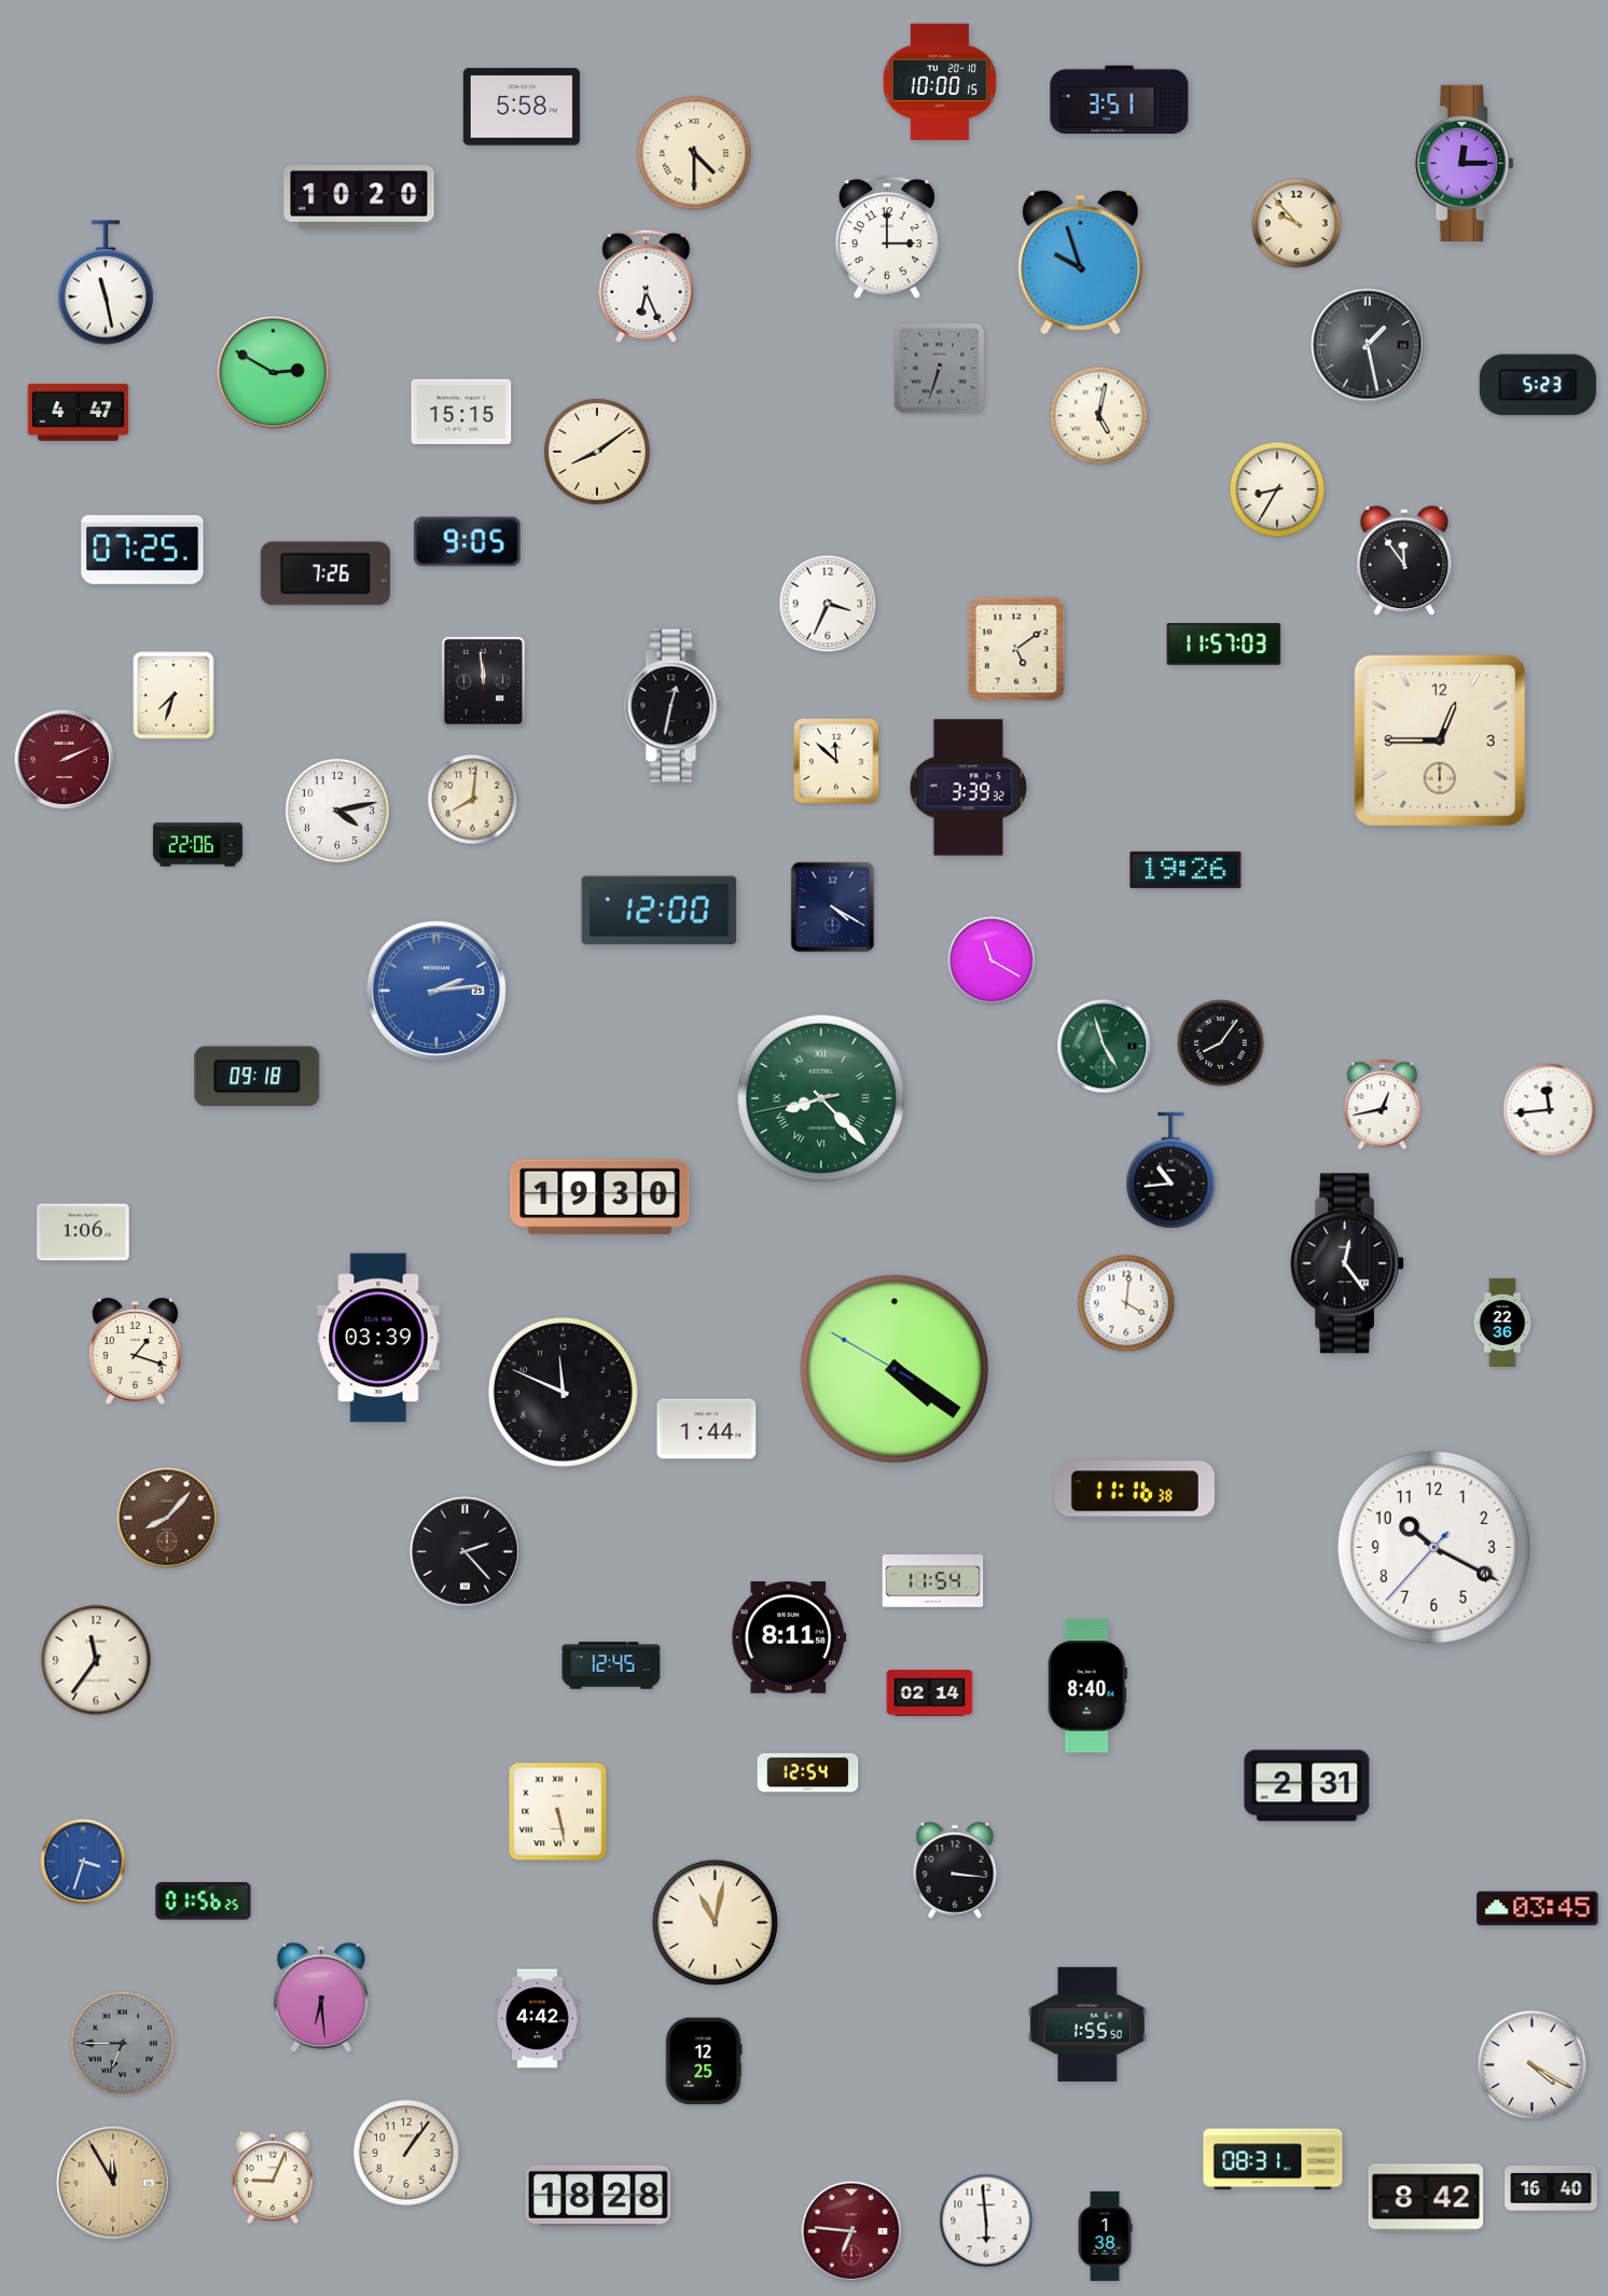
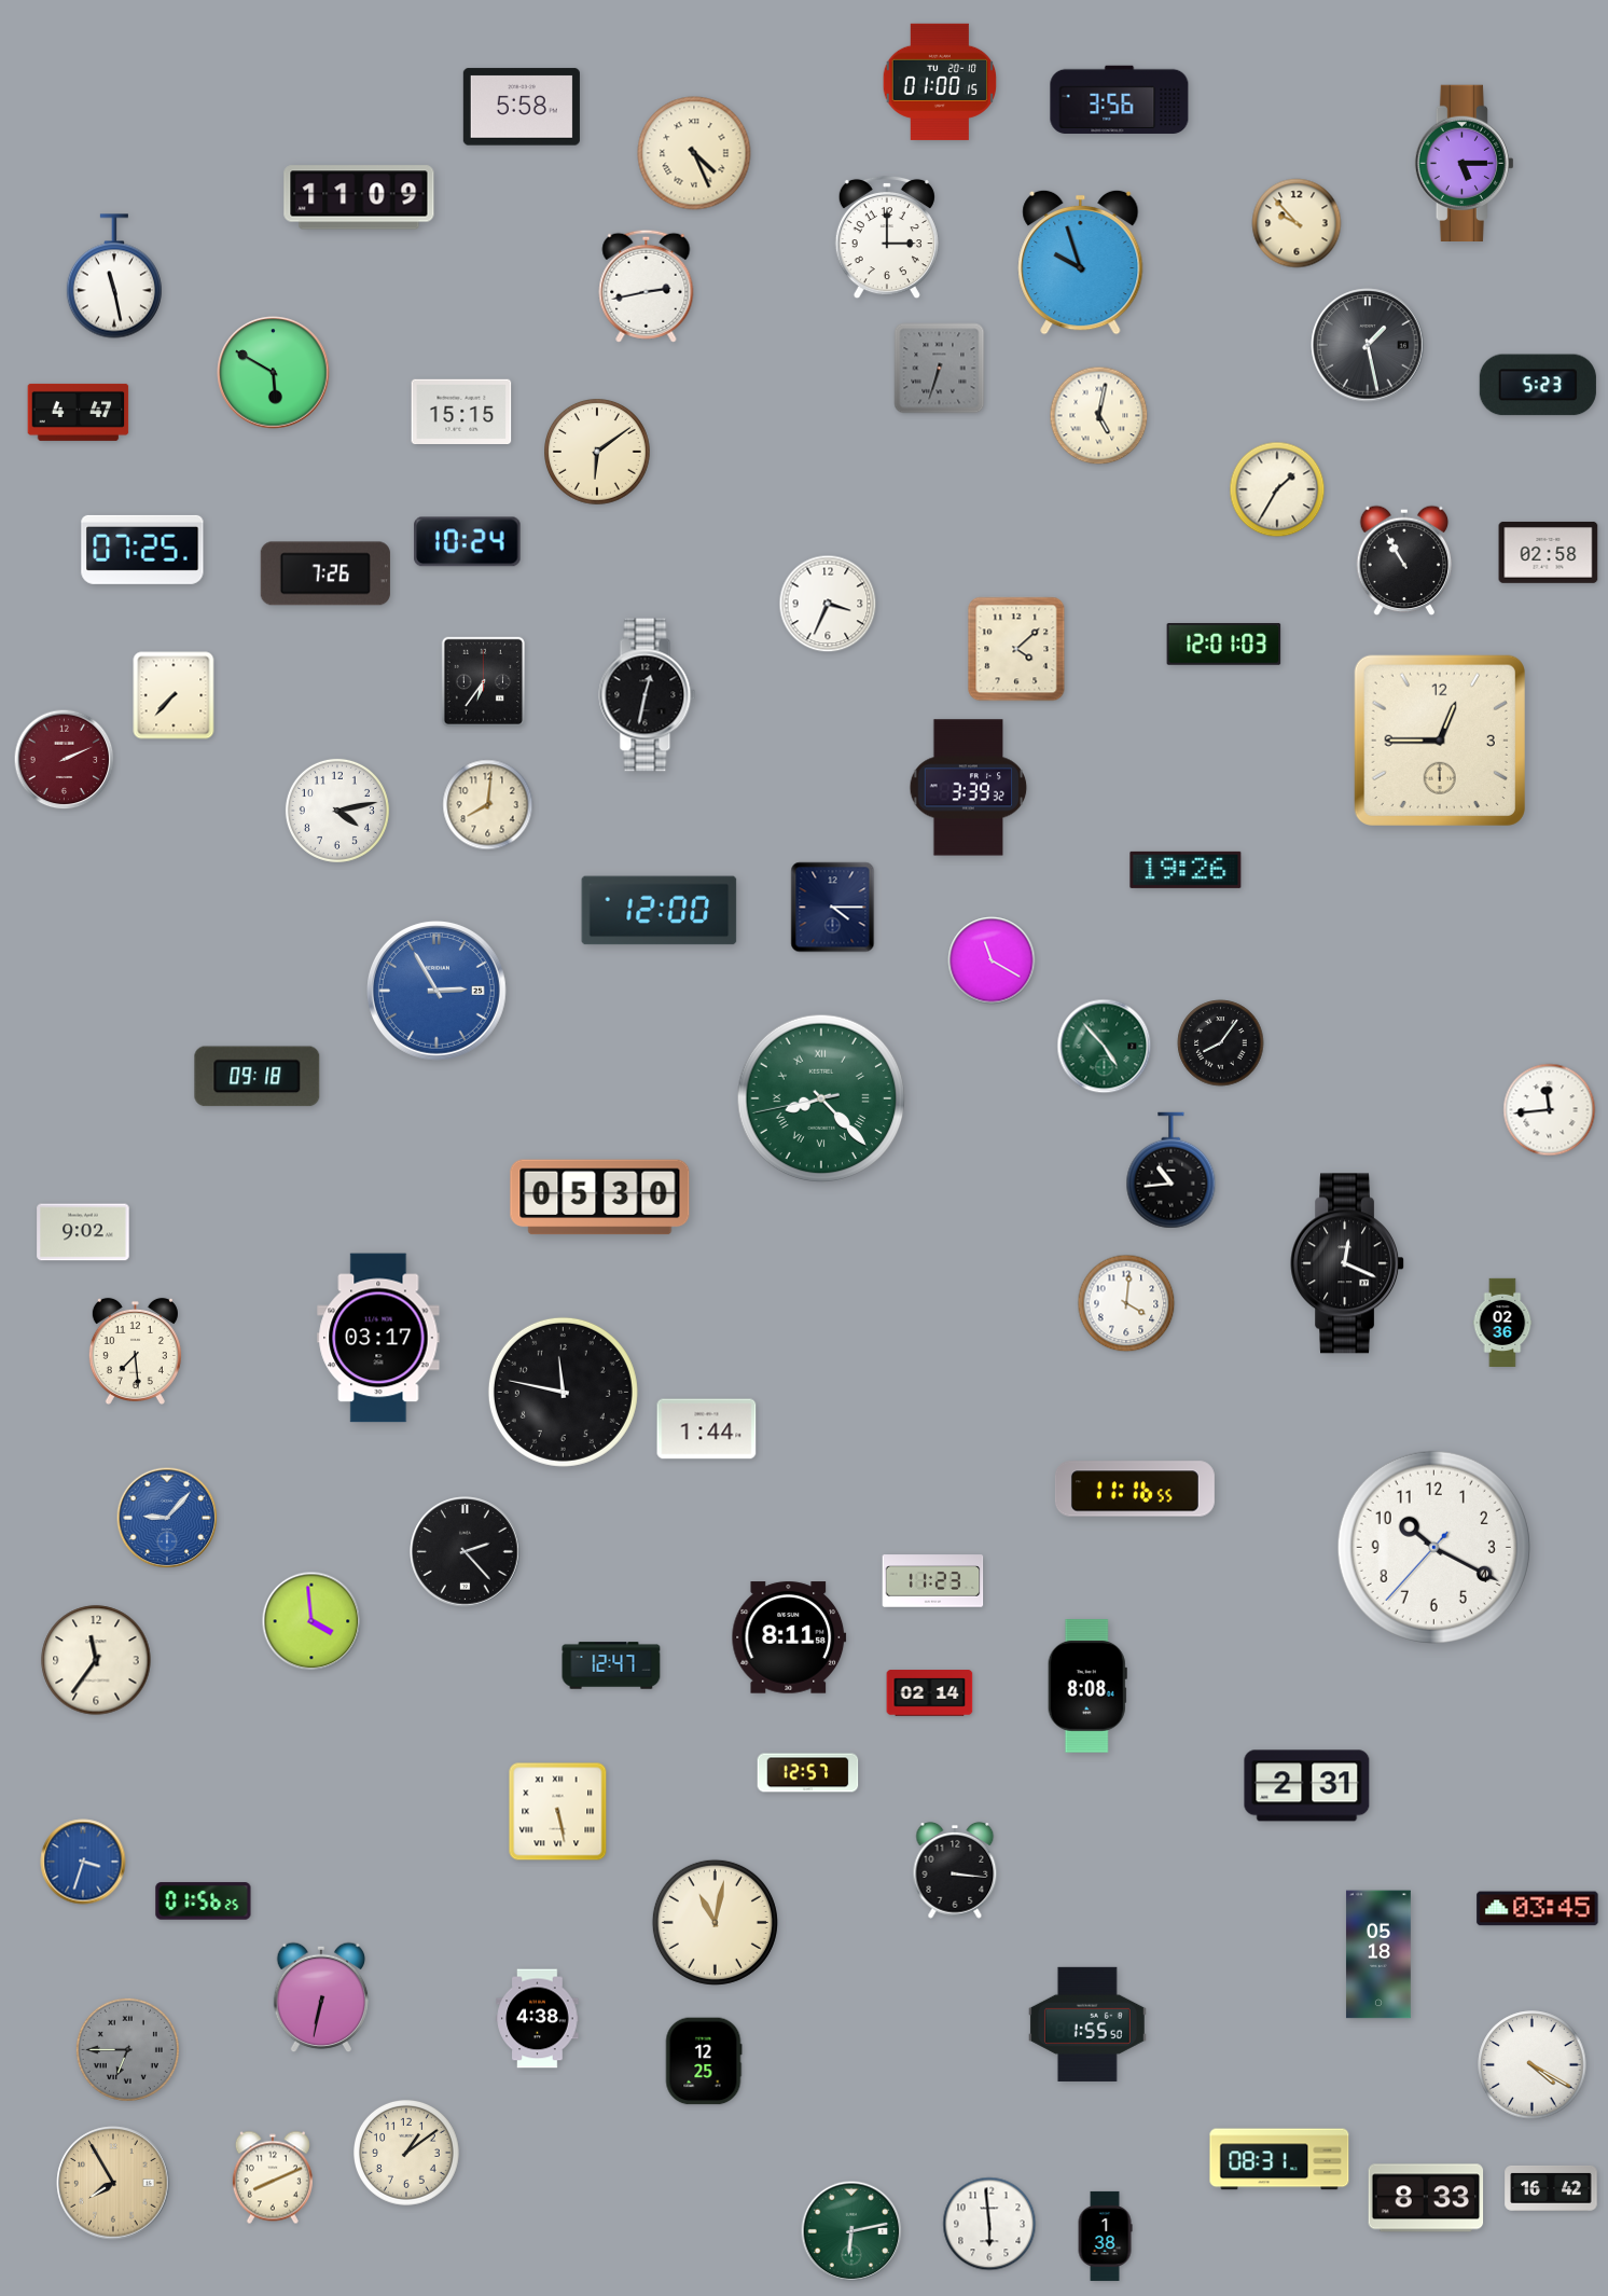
clock at (940, 82): 10:00 -> 01:00
clock at (1120, 99): 3:51 -> 3:56
clock at (694, 153): 4:30 -> 4:26
clock at (1464, 163): 12:15 -> 5:15
clock at (359, 197): 10:20 -> 11:09
clock at (106, 282) position: (106, 282) -> (114, 276)
clock at (647, 286): 6:26 -> 2:43
clock at (274, 373): 2:50 -> 5:50
clock at (598, 453): 8:09 -> 6:09
clock at (1277, 489): 8:35 -> 1:35
clock at (468, 542): 9:05 -> 10:24
clock at (1549, 552): none -> 02:58
clock at (1404, 561): 11:54 -> 10:55
clock at (1224, 645): 11:57 -> 12:01
clock at (1016, 649): 5:09 -> 4:08
clock at (483, 681): 11:59 -> 6:36
clock at (174, 695): 7:33 -> 7:37
clock at (674, 706) position: (674, 706) -> (648, 695)
clock at (836, 761): 11:52 -> none
clock at (473, 800) position: (473, 800) -> (488, 805)
clock at (197, 845): 22:06 -> none
clock at (833, 908): 4:20 -> 4:15
clock at (436, 991): 2:14 -> 2:55
clock at (1105, 1047): 4:57 -> 4:53
clock at (1383, 1105): 12:43 -> none
clock at (600, 1198): 19:30 -> 05:30
clock at (83, 1232): 1:06 -> 9:02
clock at (1348, 1263): 12:24 -> 12:19
clock at (1502, 1323): 22:36 -> 02:36
clock at (378, 1338): 03:39 -> 03:17
clock at (135, 1351): 1:18 -> 7:29
clock at (895, 1369): 4:20 -> none
clock at (563, 1392): 11:49 -> 11:47
clock at (1135, 1489): 11:16:38 -> 11:16:55
clock at (167, 1518): 8:07 -> 9:07
clock at (167, 1518) dial: brown -> blue
clock at (933, 1581): 11:54 -> 11:23
clock at (311, 1621): none -> 3:59
clock at (611, 1665): 12:45 -> 12:47
clock at (1087, 1686): 8:40 -> 8:08
clock at (808, 1773): 12:54 -> 12:57
clock at (1378, 1954): none -> 05:18
clock at (321, 1997): 6:29 -> 6:32
clock at (538, 2019): 4:42 -> 4:38
clock at (122, 2043) position: (122, 2043) -> (127, 2049)
clock at (407, 2154): 1:06 -> 1:09
clock at (1273, 2159) position: (1273, 2159) -> (1279, 2159)
clock at (273, 2177): 9:04 -> 8:11
clock at (113, 2183): 11:55 -> 7:55
clock at (1551, 2188): 16:40 -> 16:42
clock at (598, 2196): 18:28 -> none
clock at (1426, 2198): 8:42 -> 8:33
clock at (986, 2221) position: (986, 2221) -> (989, 2224)
clock at (851, 2231): 6:46 -> 6:13
clock at (851, 2231) dial: burgundy -> green
